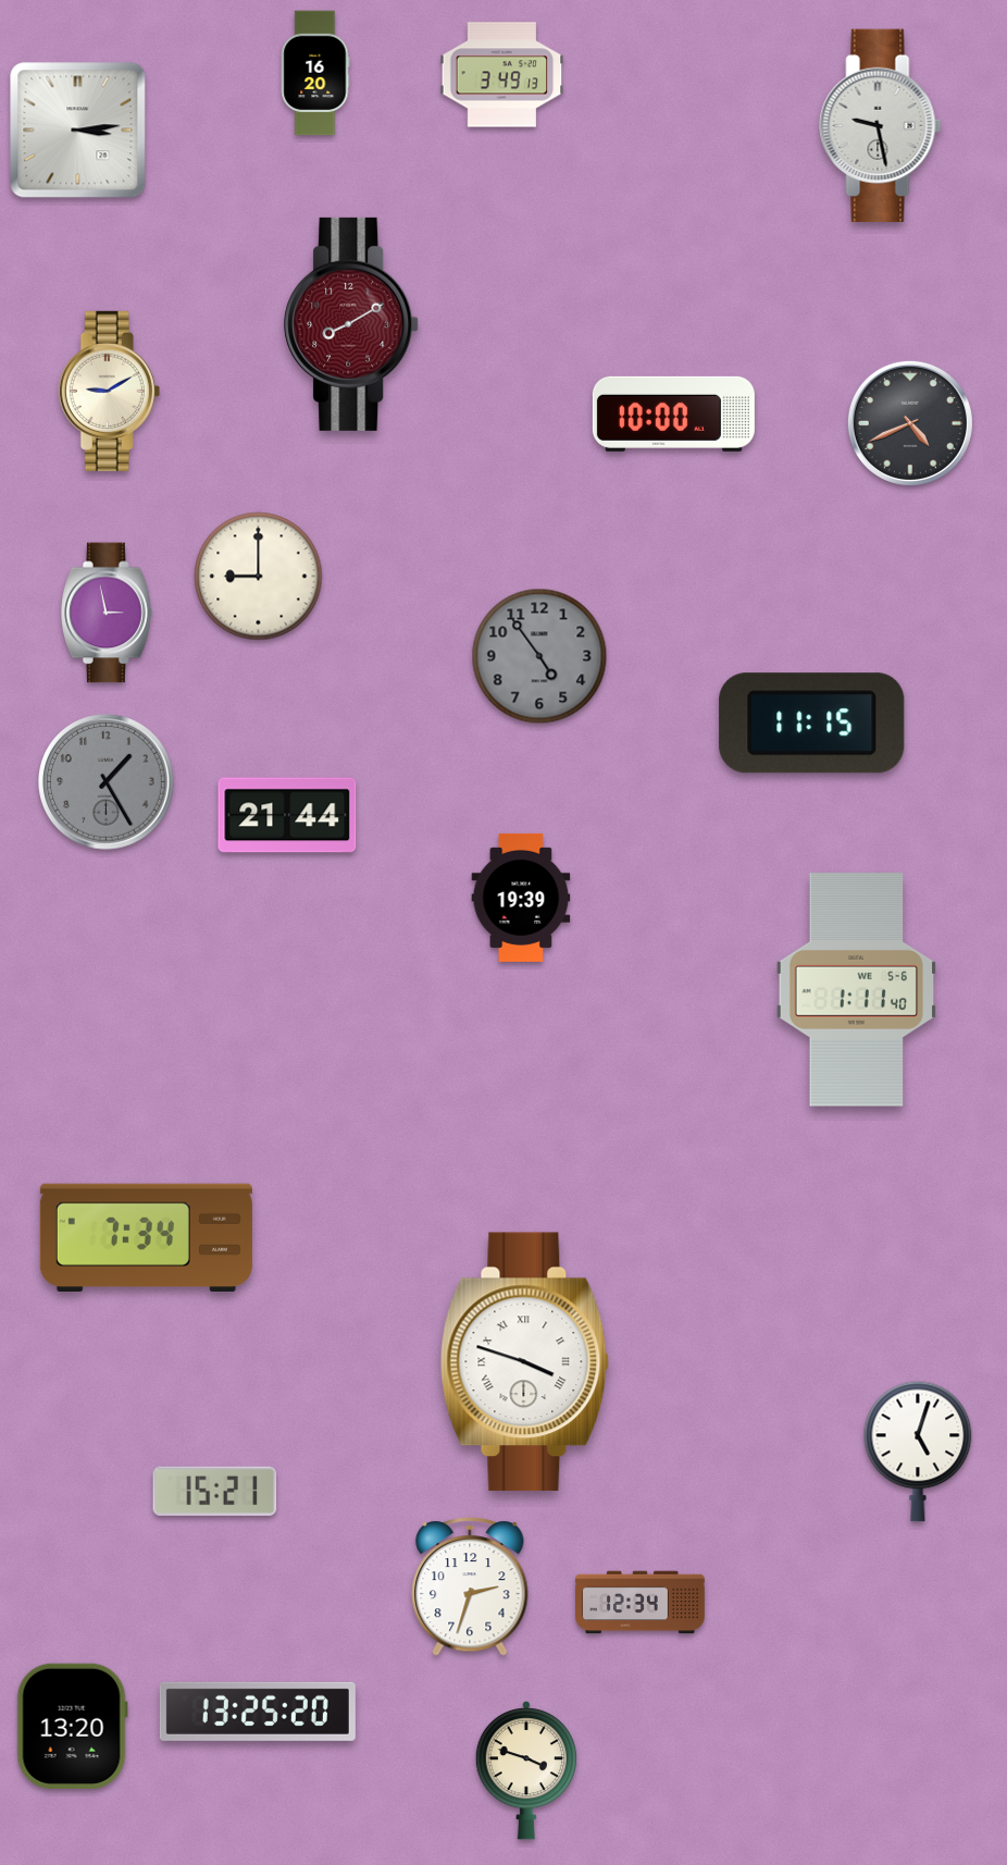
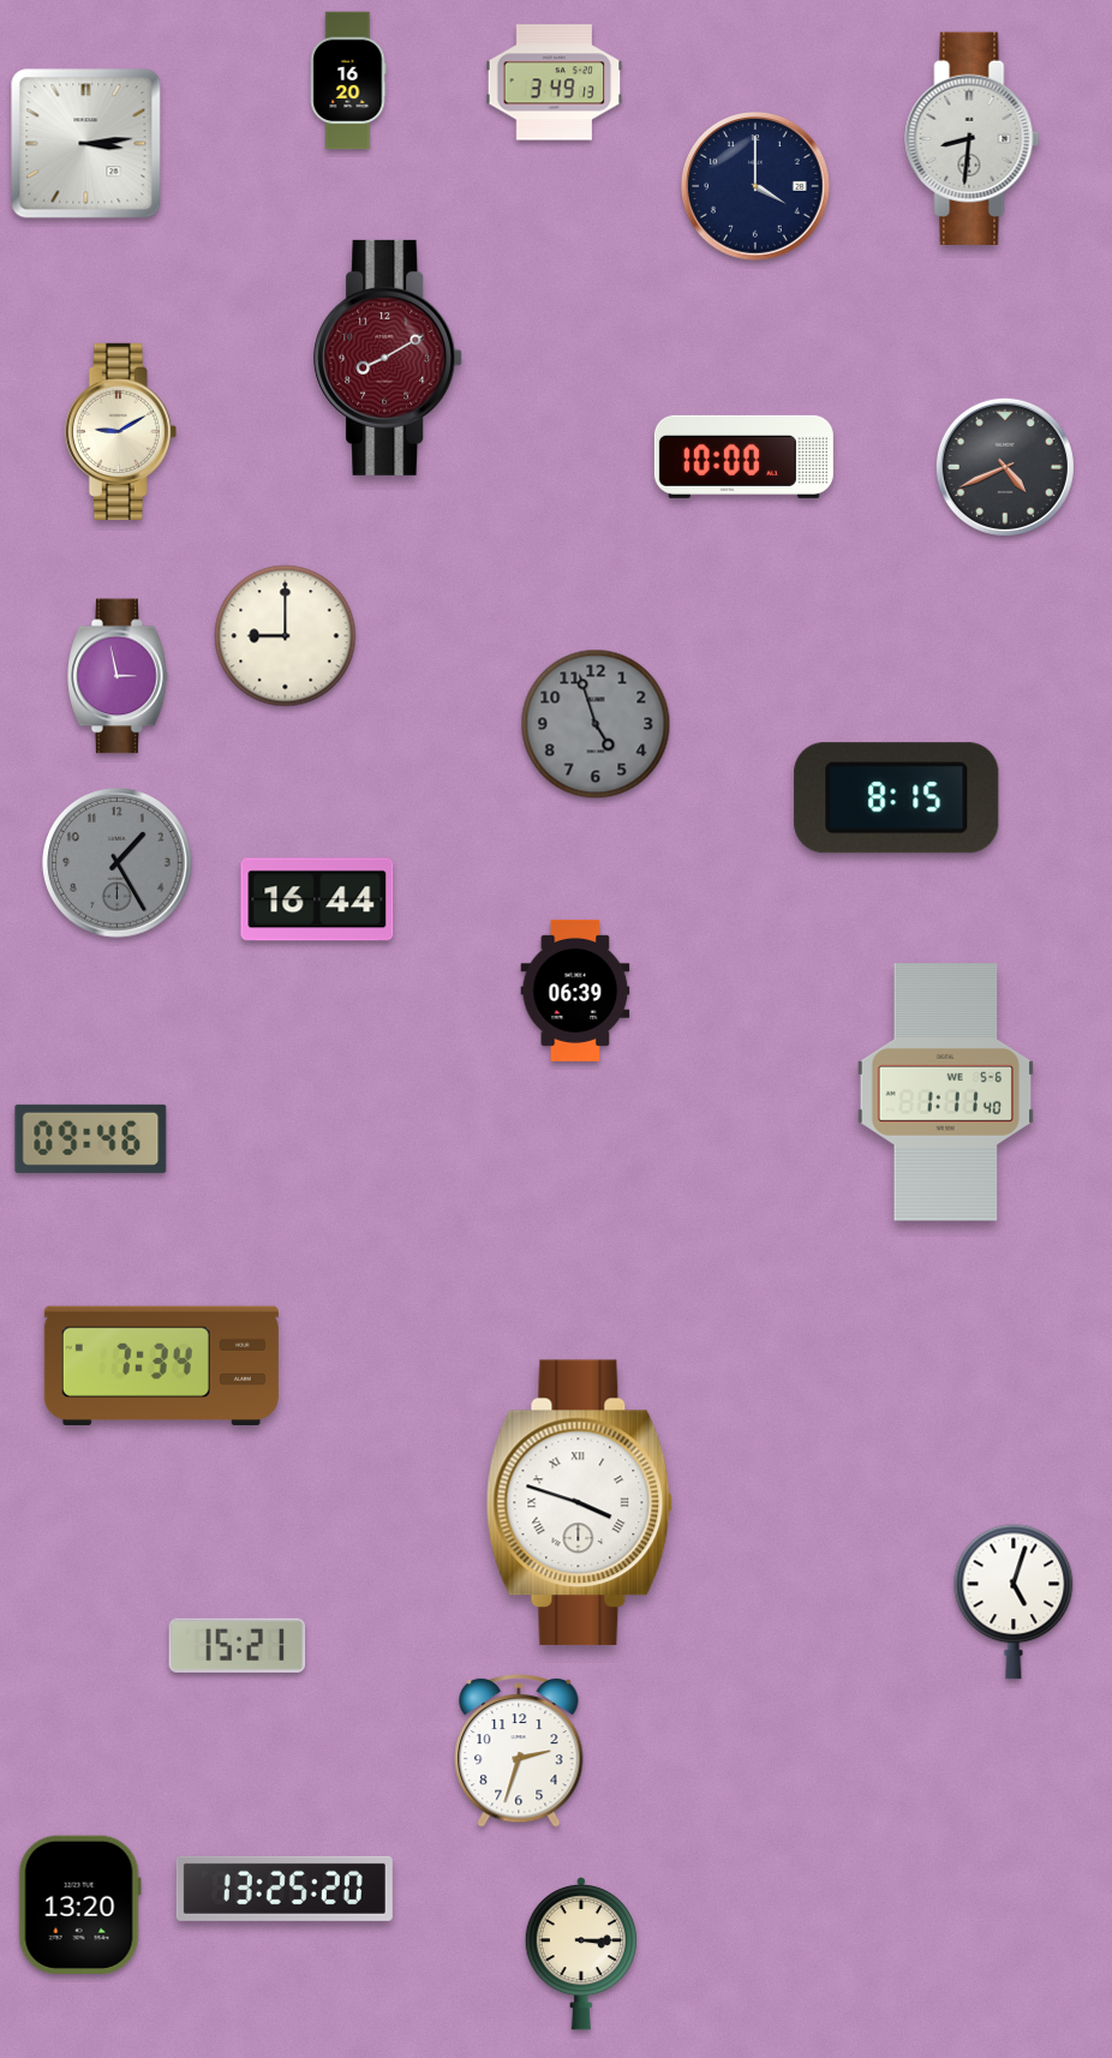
clock at (881, 125): 9:28 -> 8:31
clock at (755, 186): none -> 4:00
clock at (539, 656): 4:54 -> 4:57
clock at (812, 724): 11:15 -> 8:15
clock at (287, 815): 21:44 -> 16:44
clock at (521, 898): 19:39 -> 06:39
clock at (91, 1138): none -> 09:46
clock at (641, 1603): 12:34 -> none
clock at (526, 1770): 3:48 -> 3:15
